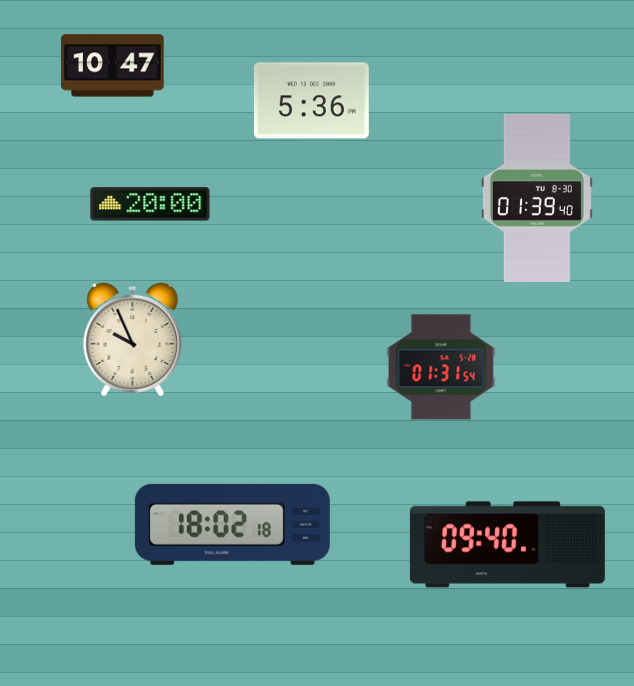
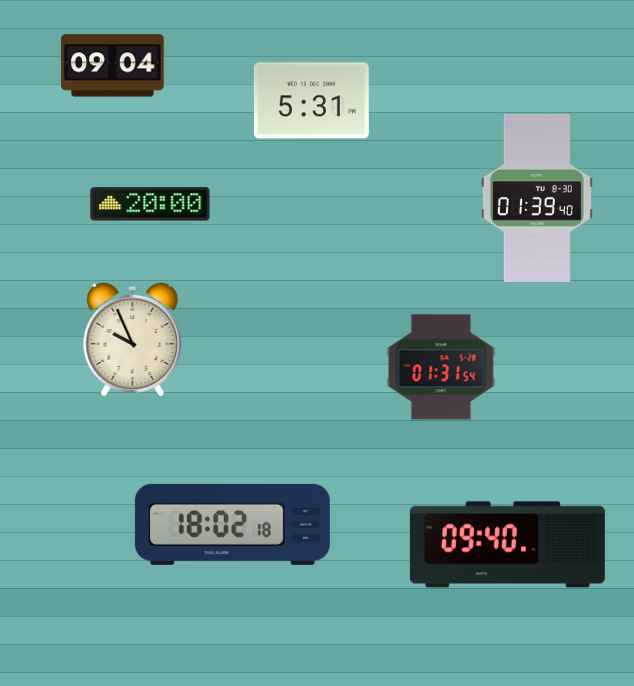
clock at (113, 66): 10:47 -> 09:04
clock at (311, 101): 5:36 -> 5:31
